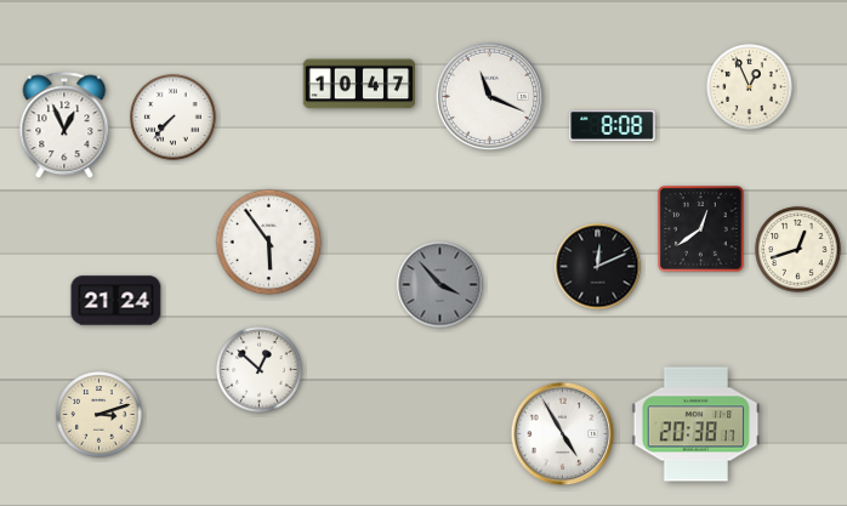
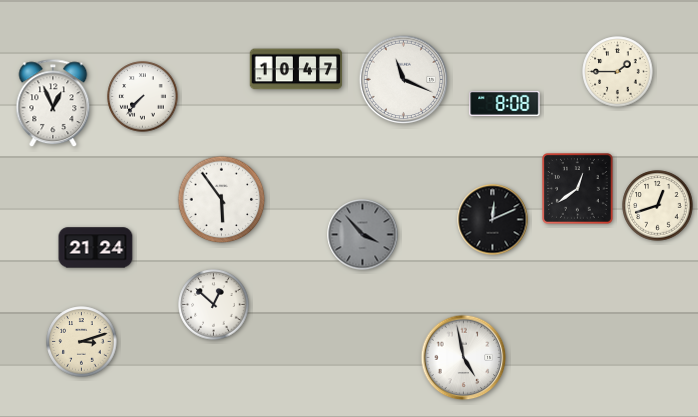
clock at (750, 87): 12:56 -> 1:45
clock at (697, 425): 20:38 -> none
clock at (563, 434): 4:55 -> 4:58
